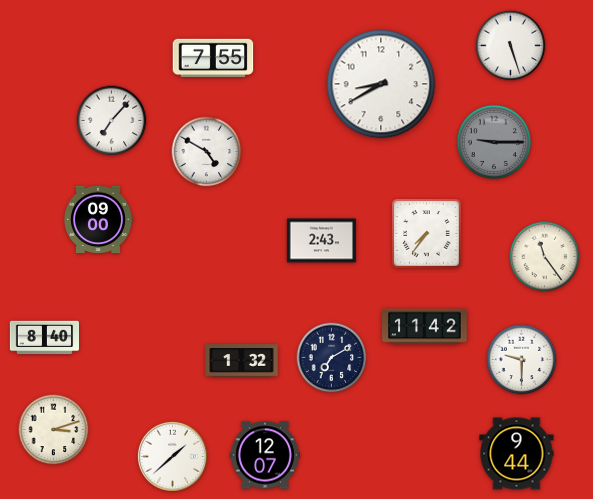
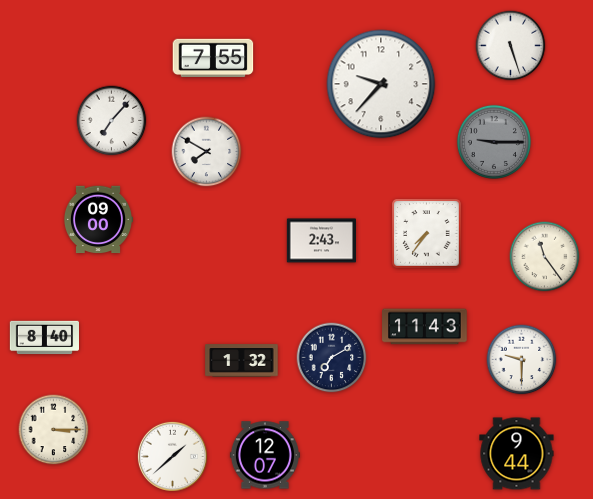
clock at (381, 84): 8:40 -> 9:37
clock at (207, 152): 4:50 -> 7:50
clock at (425, 327): 11:42 -> 11:43
clock at (54, 430): 3:12 -> 3:15
